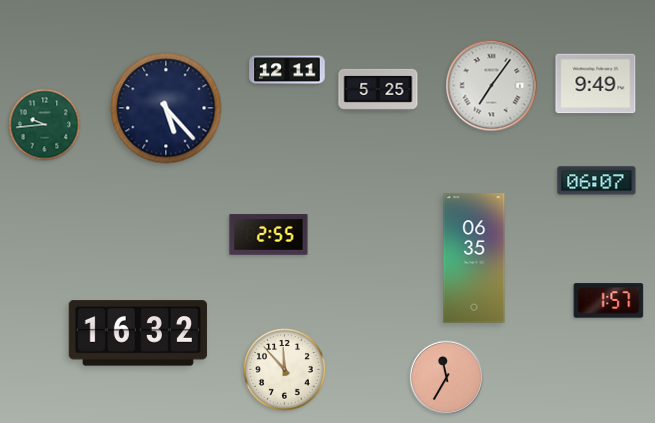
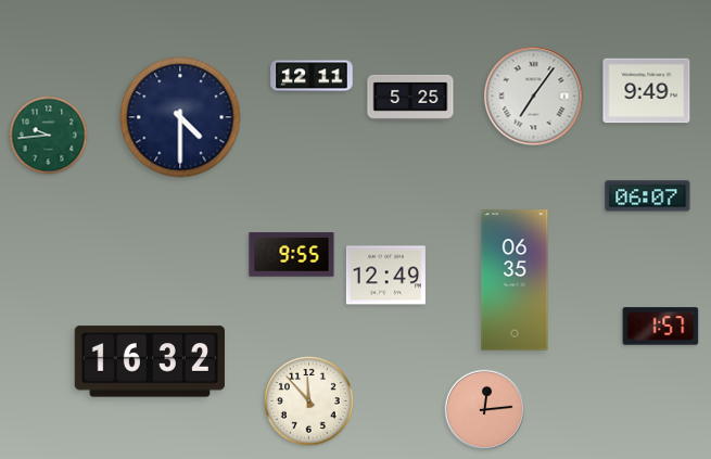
clock at (492, 86) position: (492, 86) -> (534, 97)
clock at (166, 108): 5:23 -> 4:30
clock at (269, 235): 2:55 -> 9:55
clock at (385, 276): none -> 12:49
clock at (447, 378): 11:35 -> 12:14
